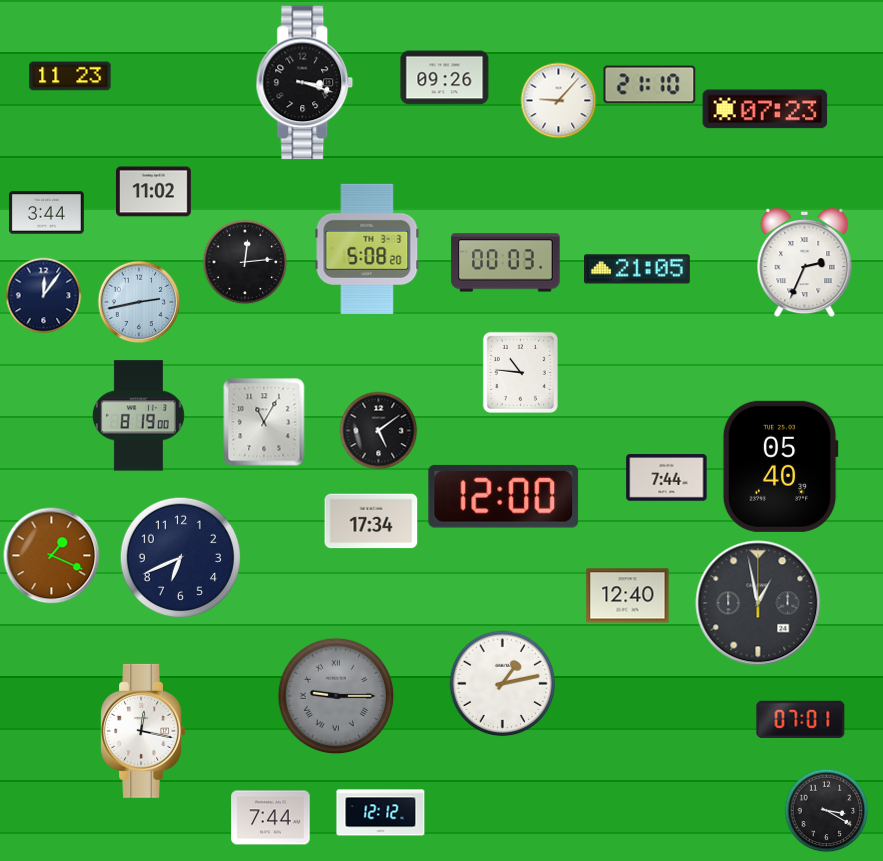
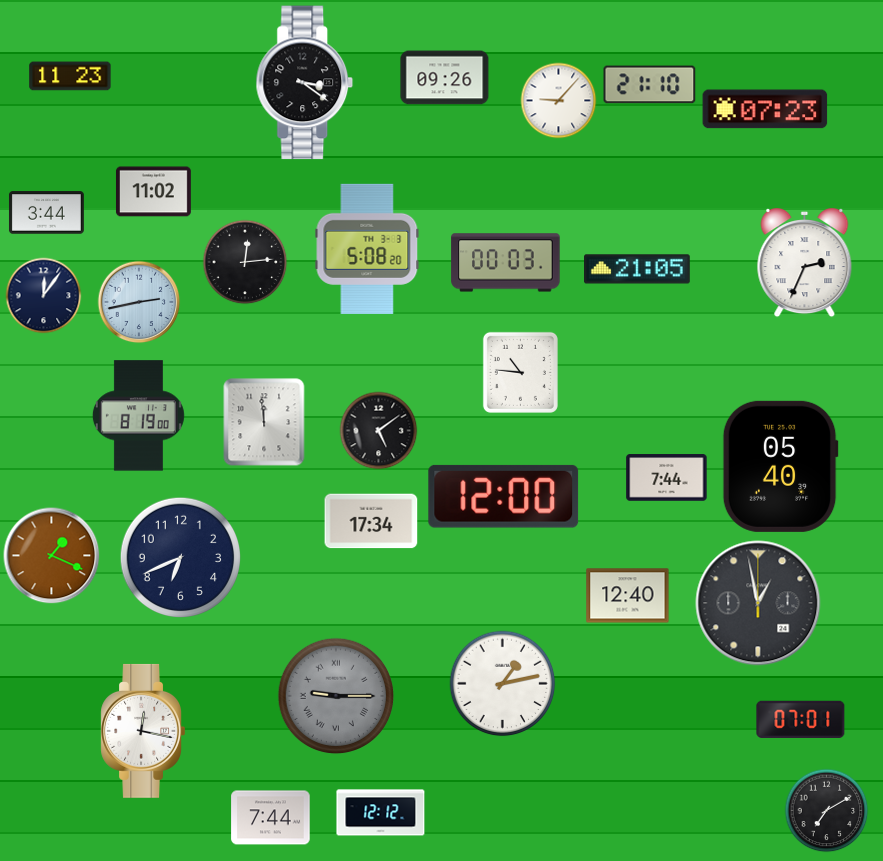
clock at (305, 83): 3:18 -> 3:21
clock at (264, 422): 11:05 -> 11:59
clock at (827, 811): 3:20 -> 7:10
